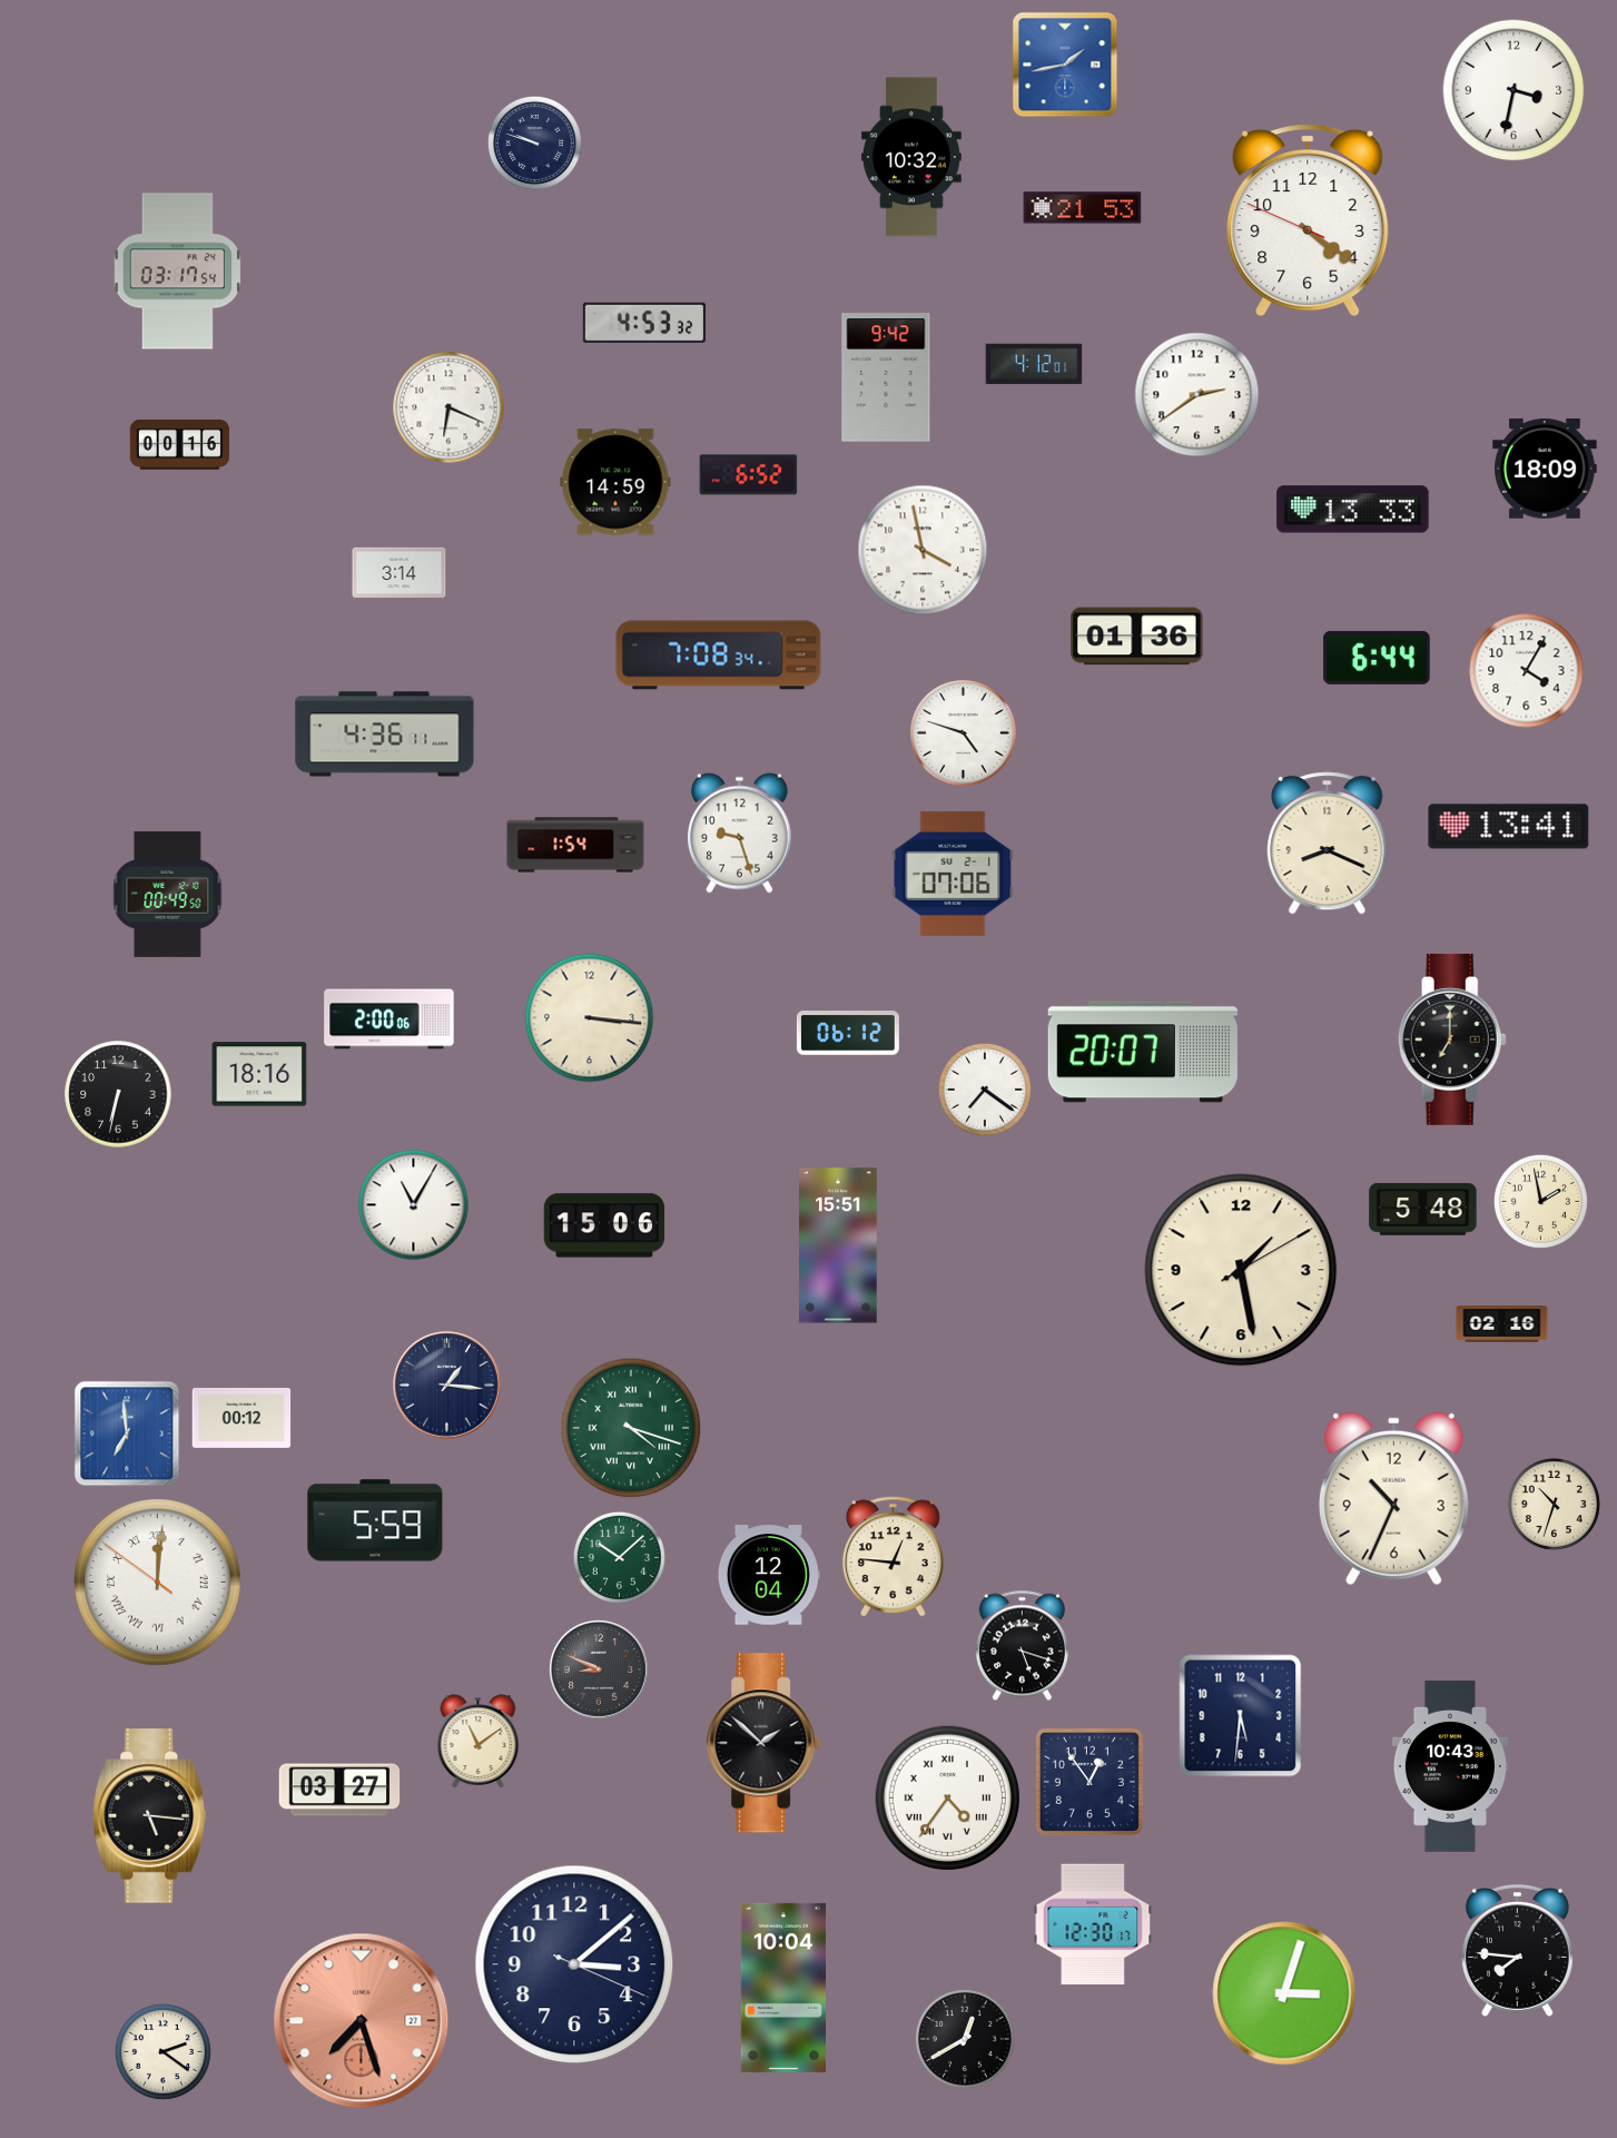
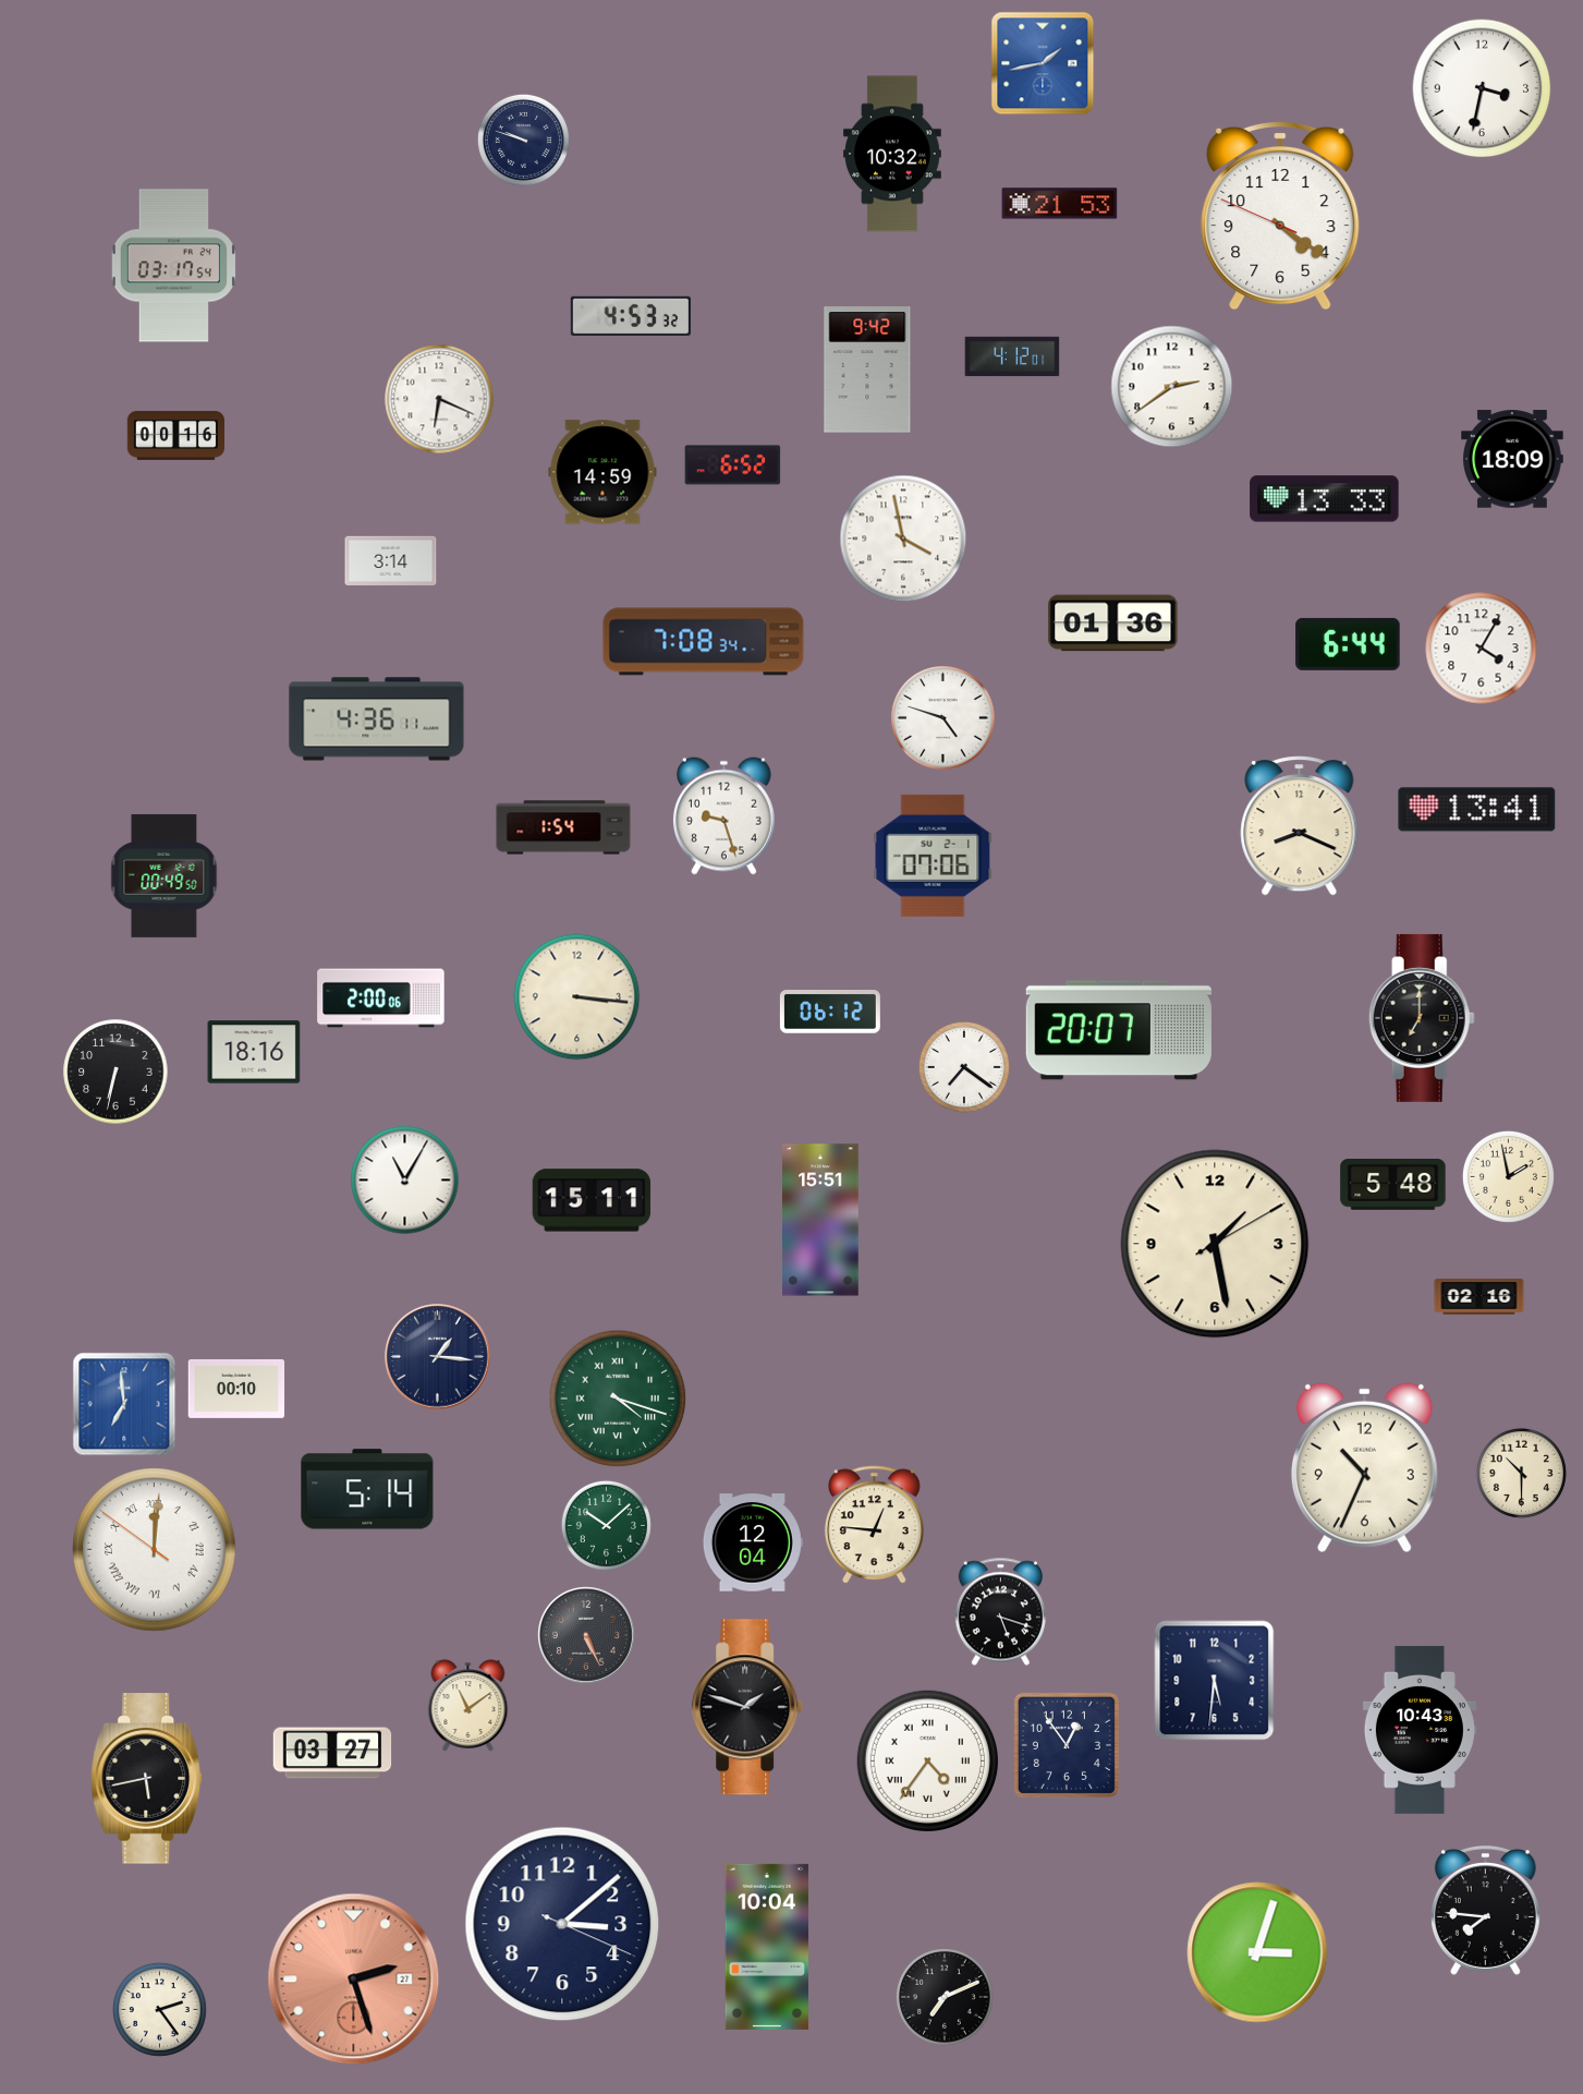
clock at (1527, 671) position: (1527, 671) -> (1482, 649)
clock at (604, 1225): 15:06 -> 15:11
clock at (1502, 1324) position: (1502, 1324) -> (1480, 1297)
clock at (241, 1418): 00:12 -> 00:10
clock at (1554, 1504): 10:33 -> 10:30
clock at (375, 1520): 5:59 -> 5:14
clock at (600, 1671): 8:49 -> 5:26
clock at (765, 1743): 1:52 -> 1:48
clock at (150, 1816): 5:16 -> 5:43
clock at (1093, 1924): 12:30 -> none
clock at (362, 2021): 7:27 -> 2:27
clock at (966, 2040): 12:40 -> 7:11
clock at (162, 2051): 2:21 -> 2:24
